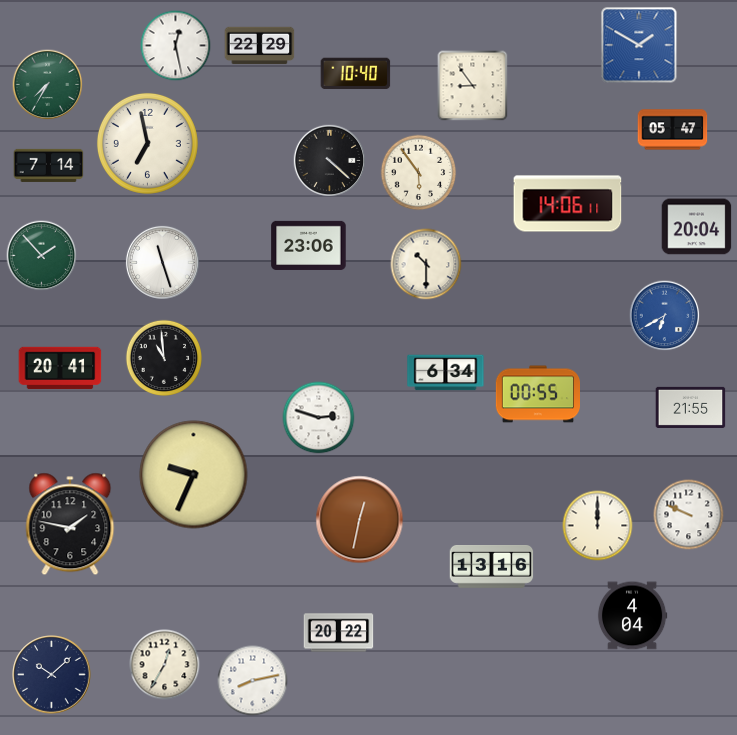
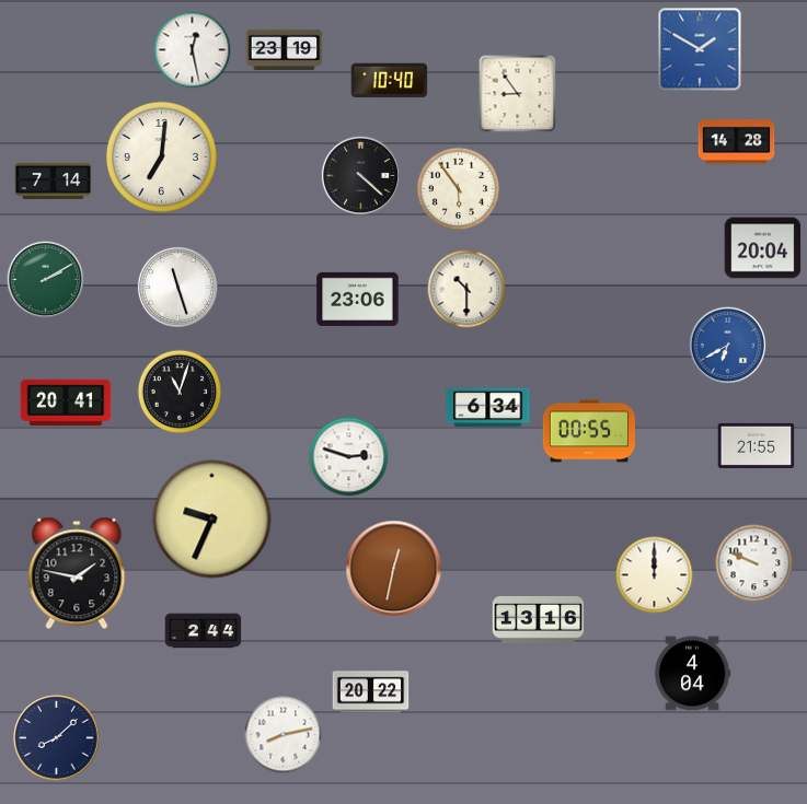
clock at (260, 46): 22:29 -> 23:19
clock at (48, 85): 7:35 -> none
clock at (673, 130): 05:47 -> 14:28
clock at (147, 143): 6:58 -> 7:01
clock at (568, 204): 14:06 -> none
clock at (309, 245) position: (309, 245) -> (358, 299)
clock at (42, 256): 1:53 -> 2:10
clock at (163, 357): 10:59 -> 11:03
clock at (204, 631): none -> 2:44
clock at (165, 665): 12:35 -> none
clock at (52, 675): 10:08 -> 8:08
clock at (253, 681) position: (253, 681) -> (284, 735)
